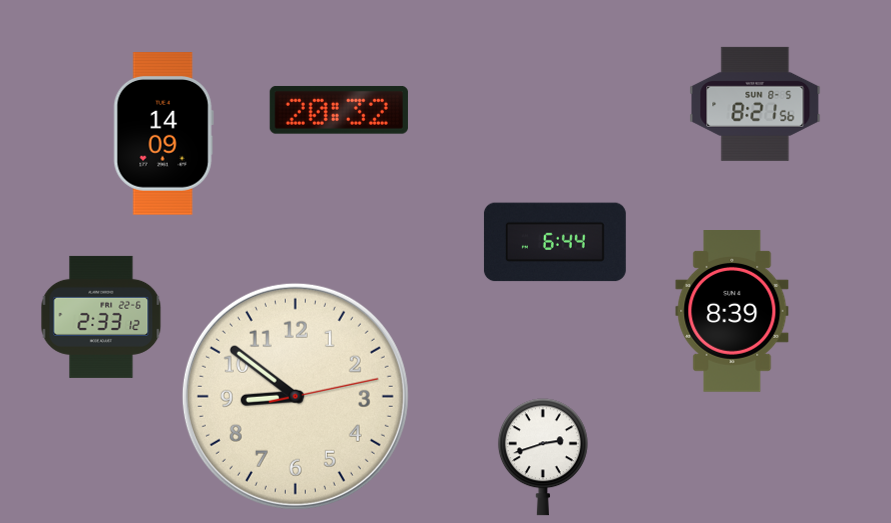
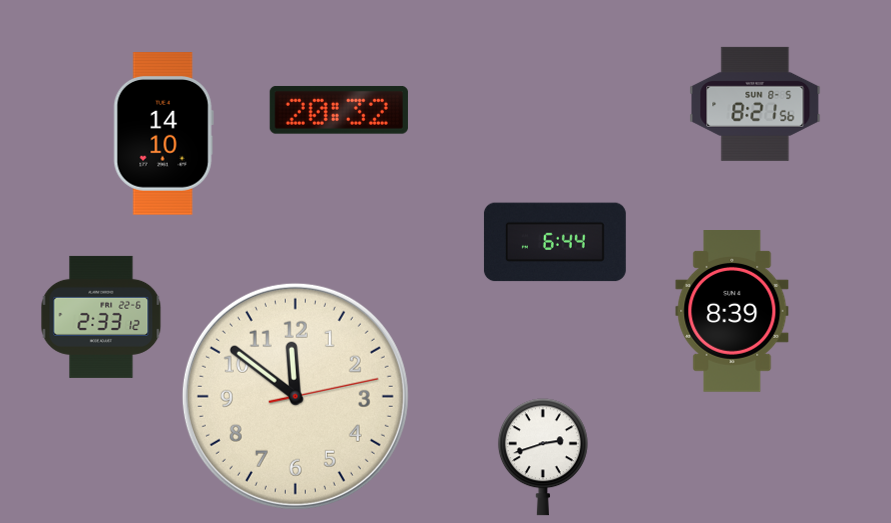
clock at (163, 134): 14:09 -> 14:10
clock at (295, 396): 8:51 -> 11:51
